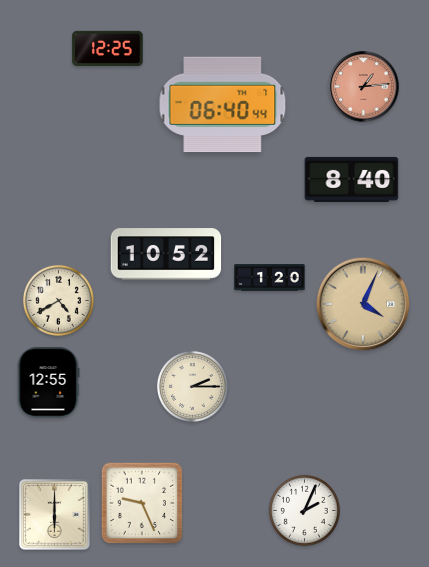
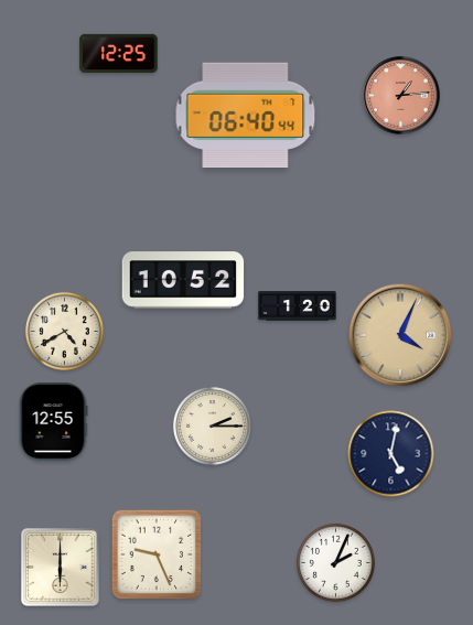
clock at (352, 179): 8:40 -> none
clock at (391, 454): none -> 5:02
